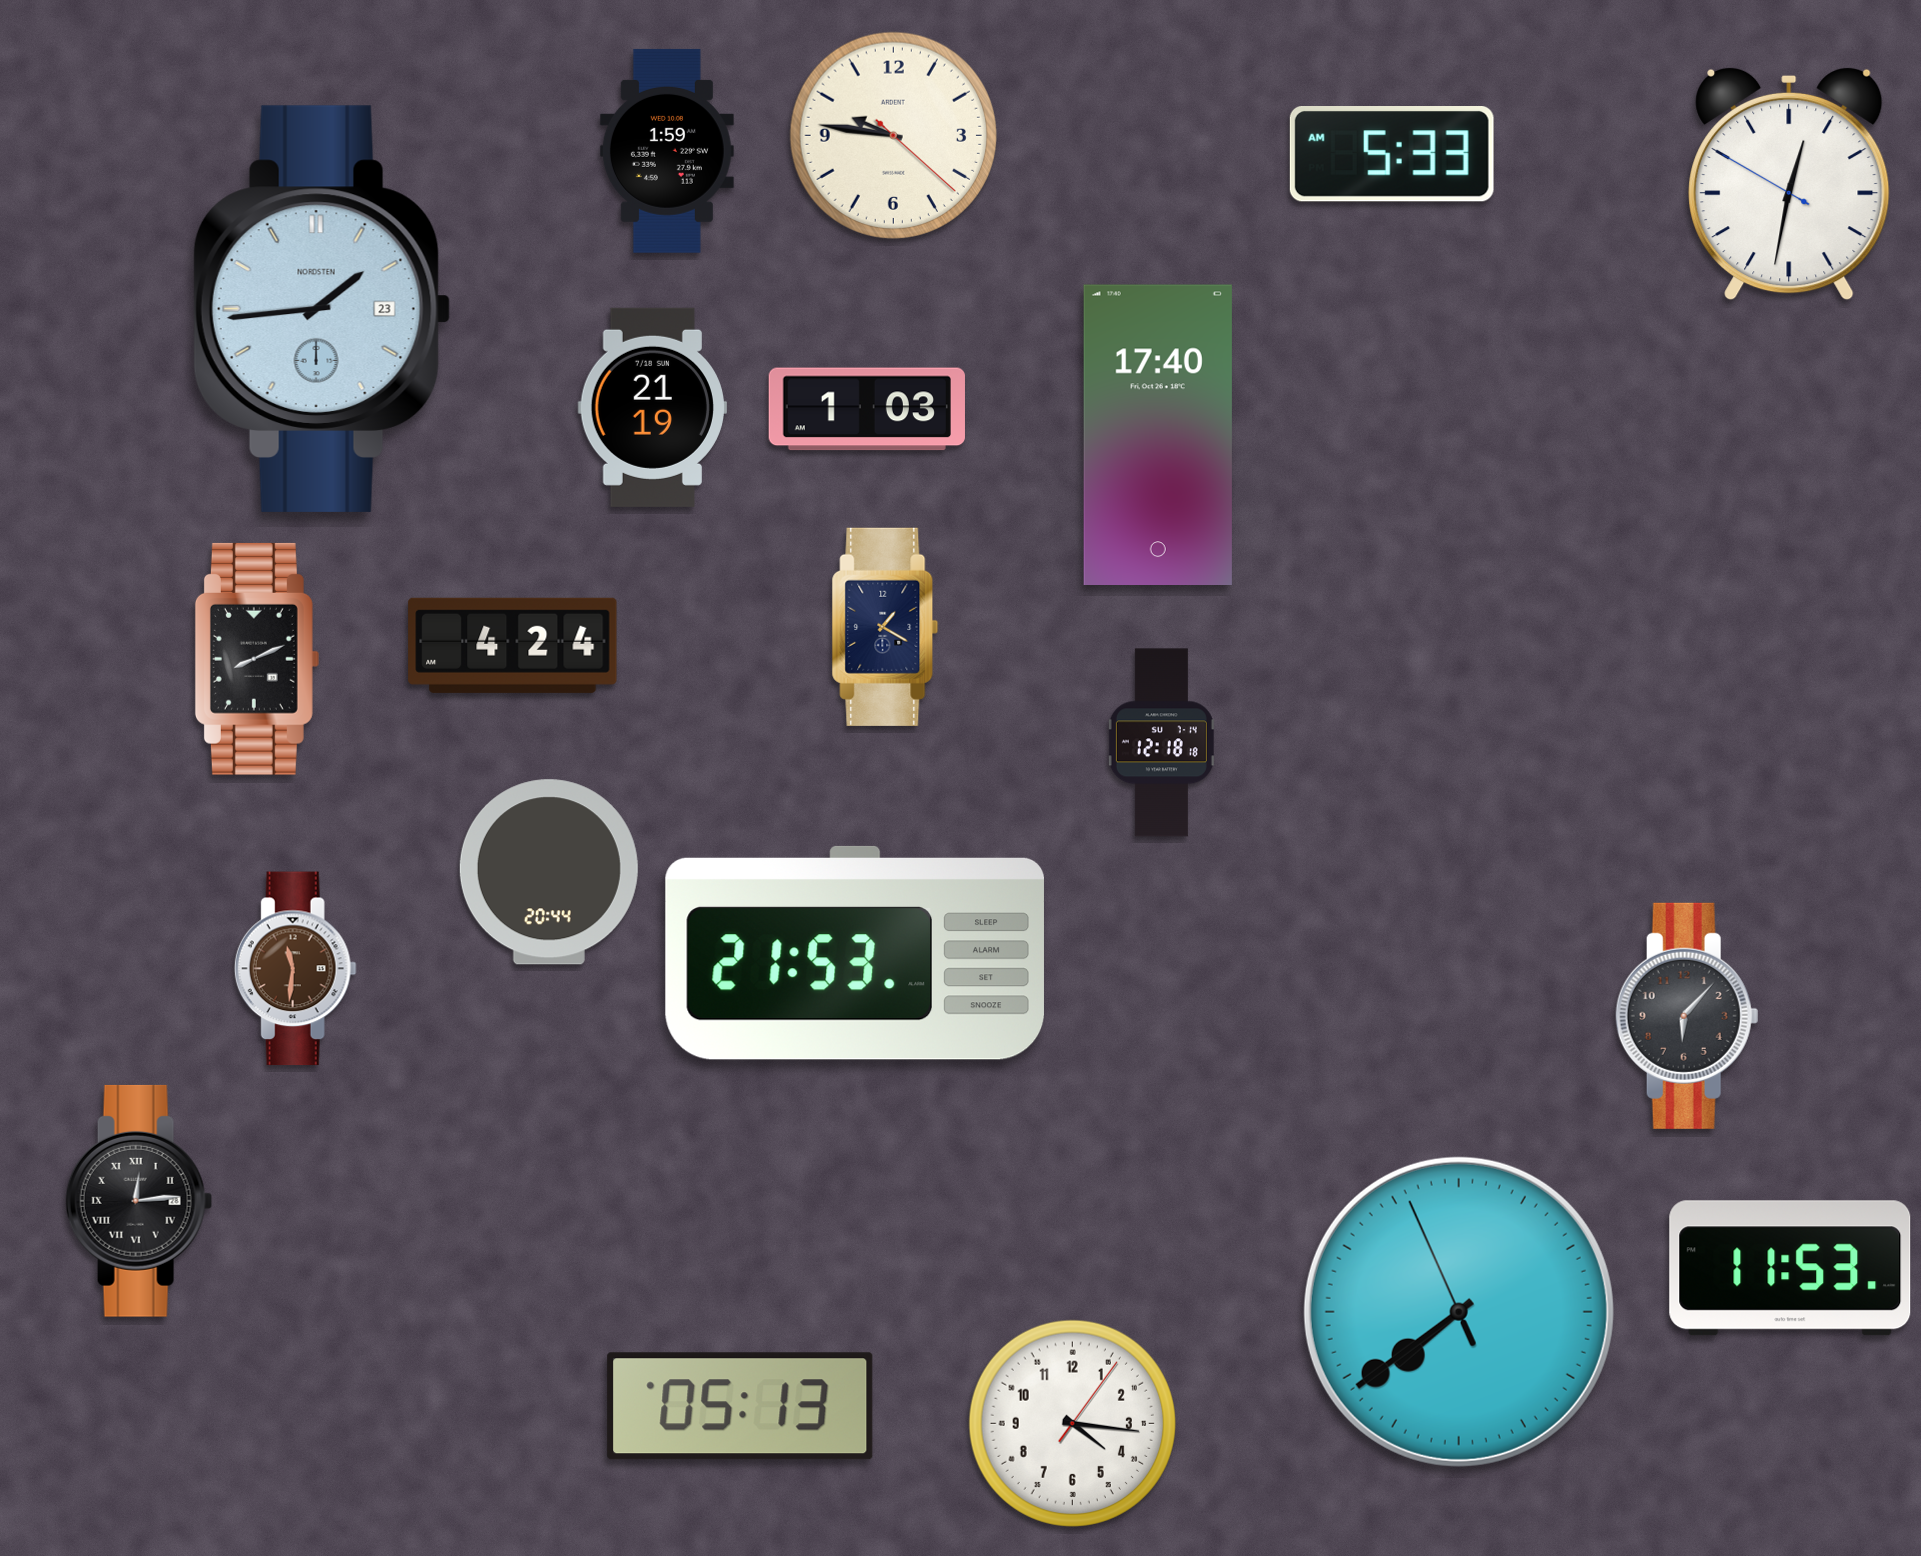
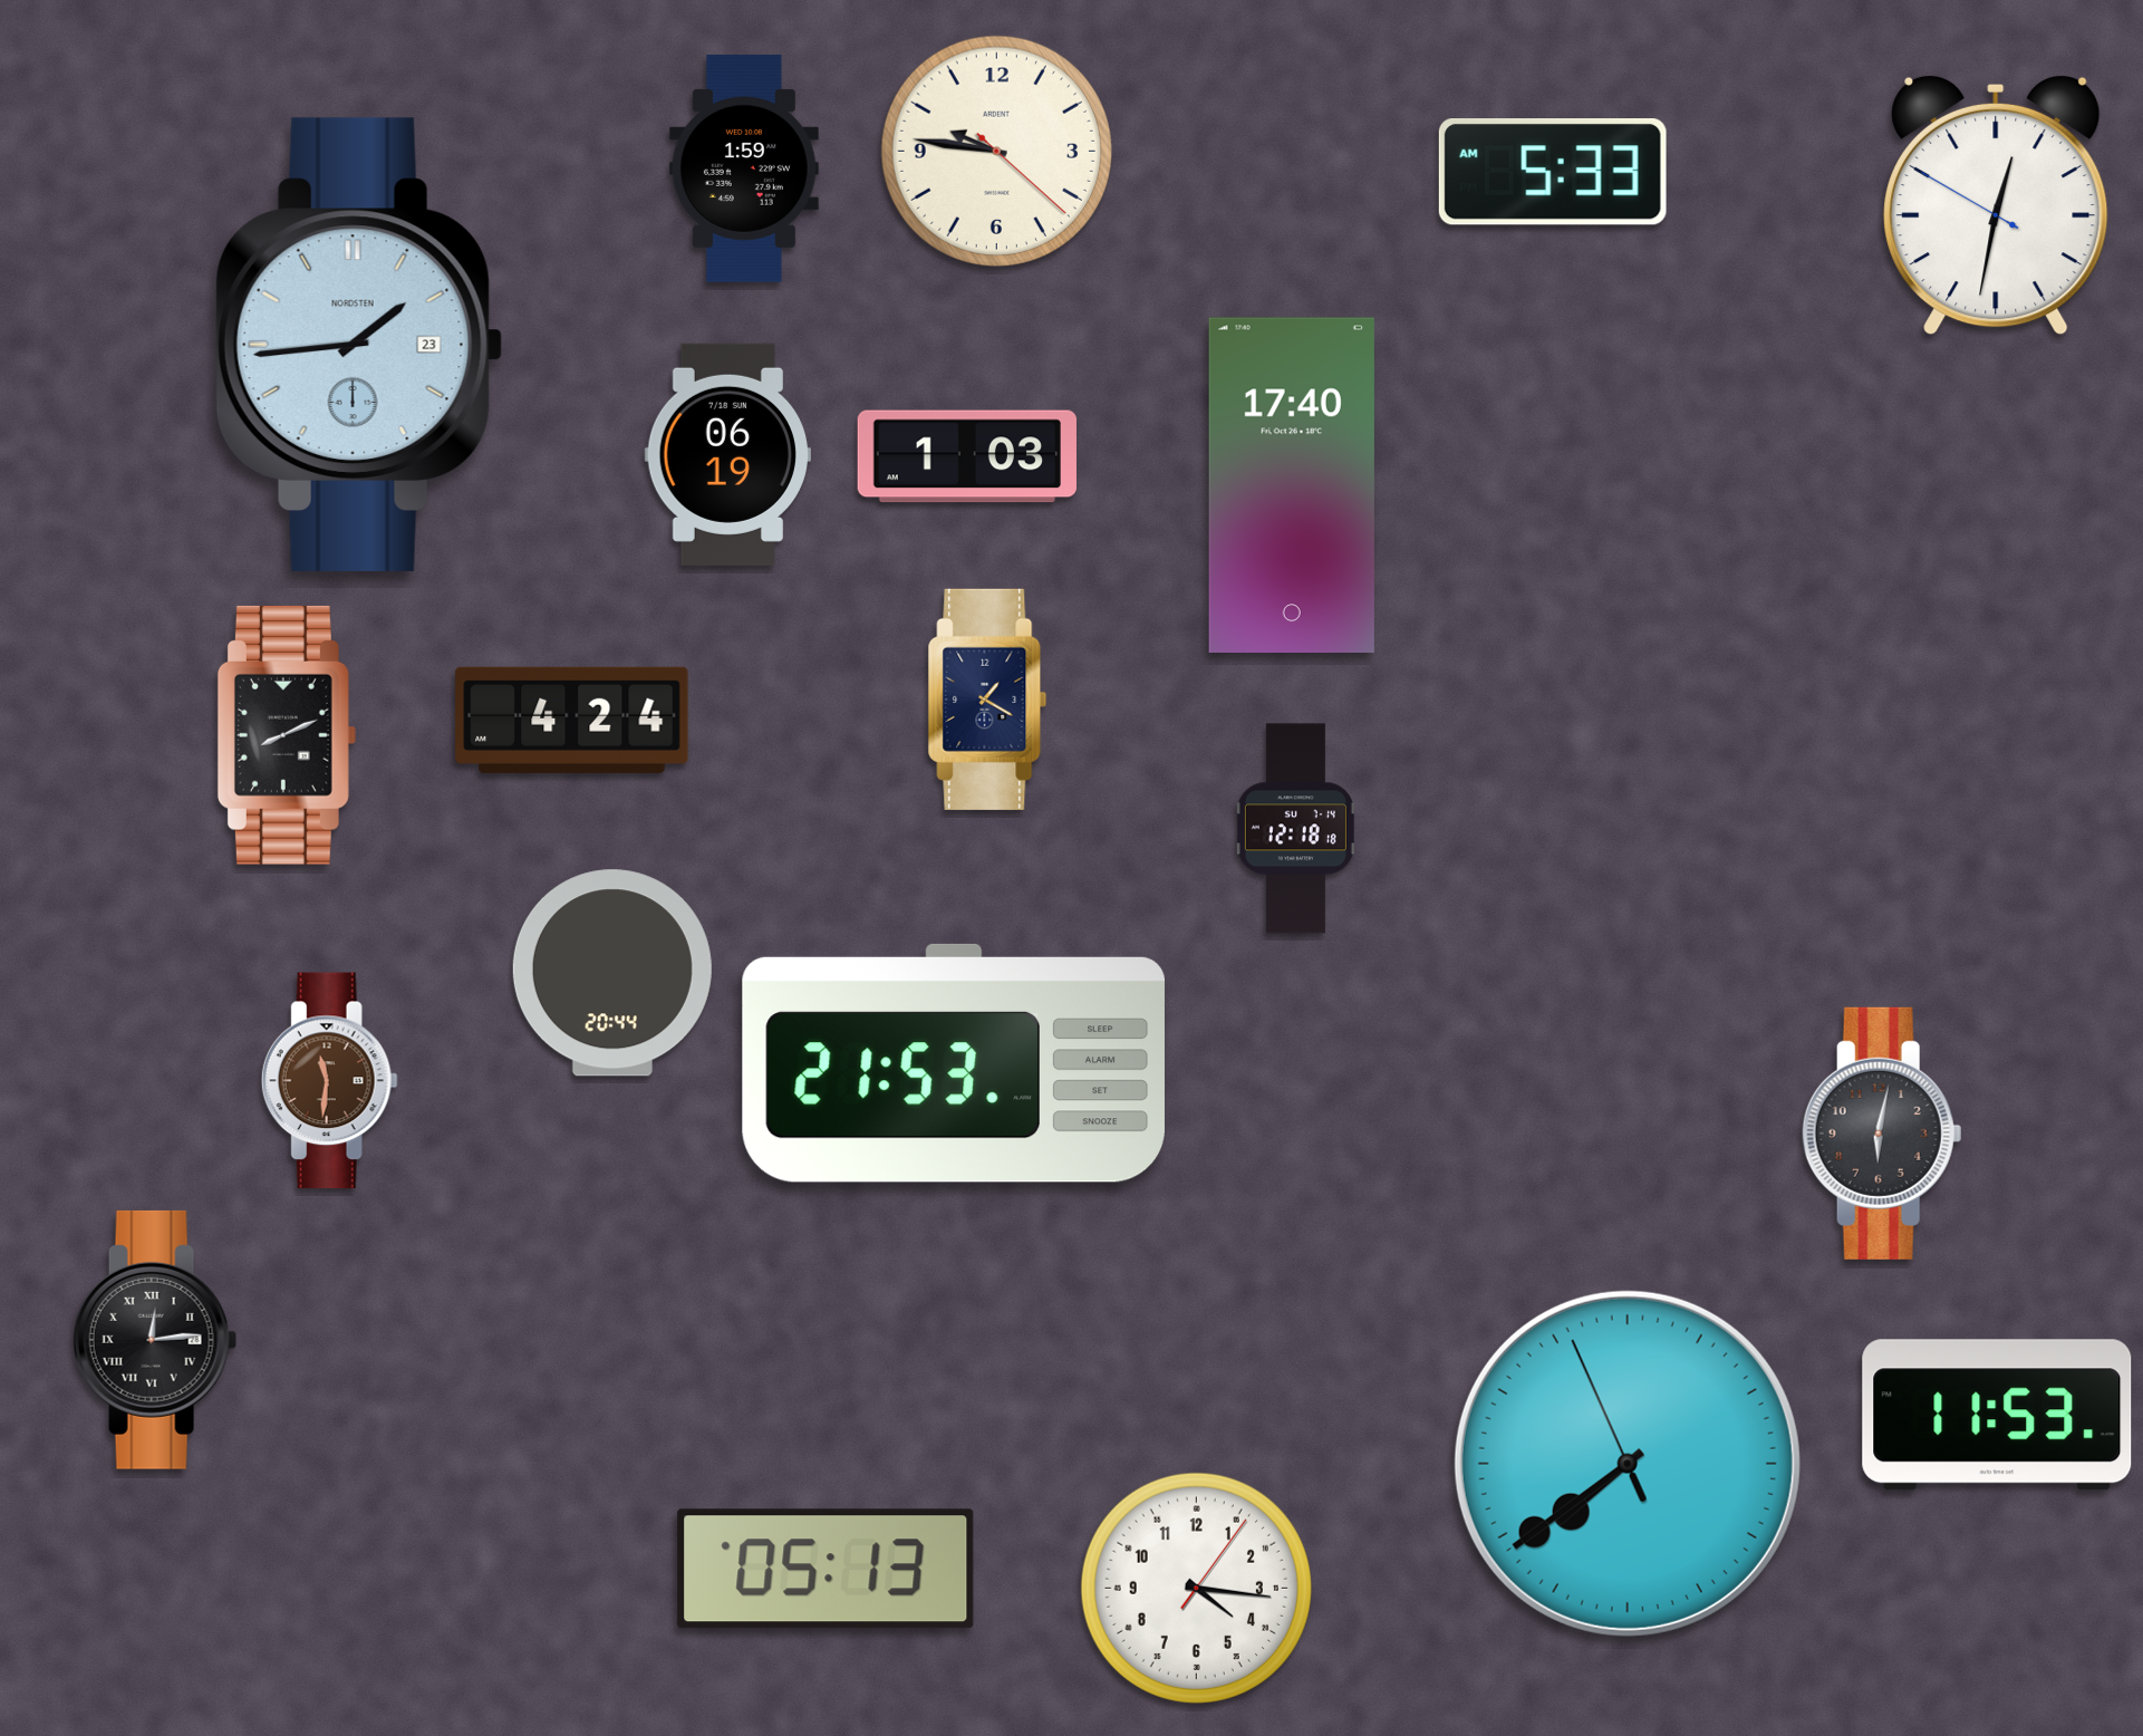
clock at (652, 407): 21:19 -> 06:19
clock at (1687, 1016): 6:07 -> 6:02
